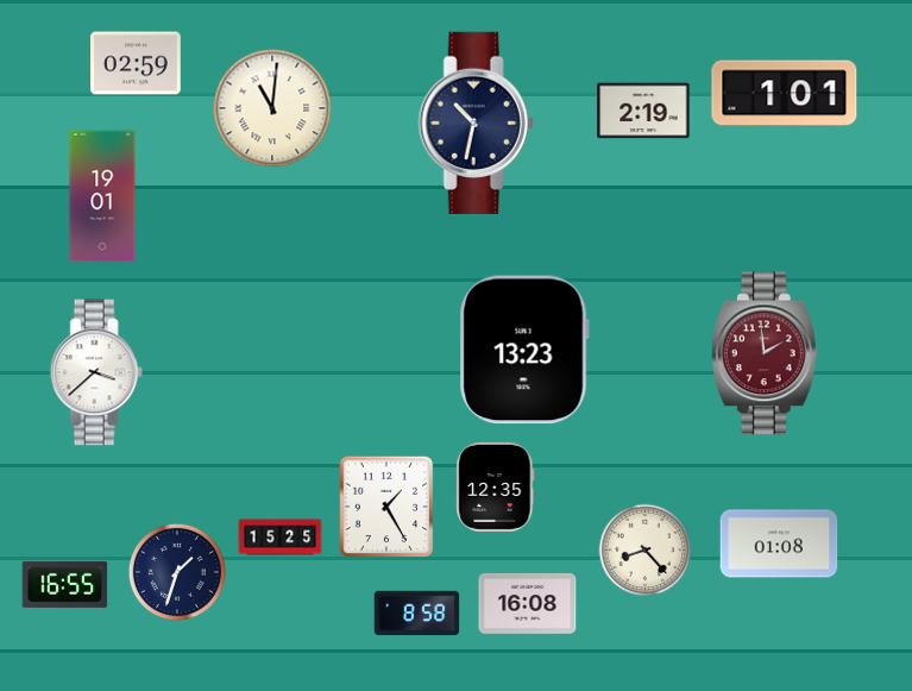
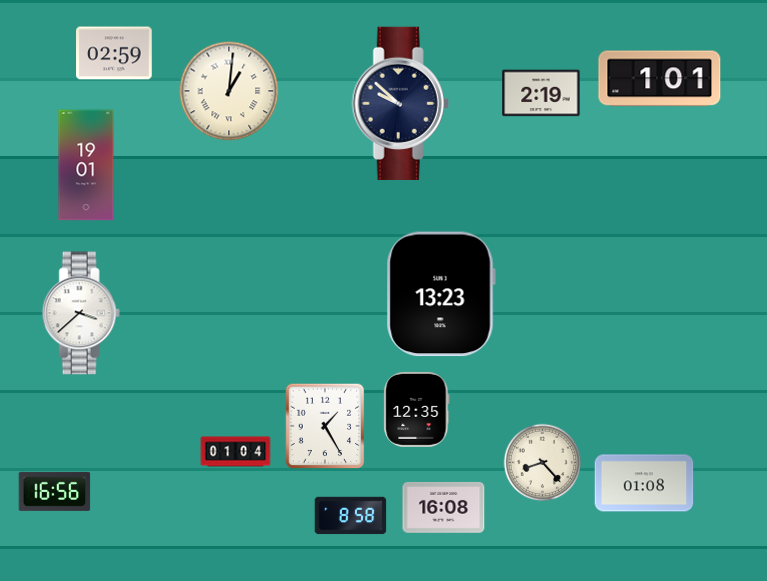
clock at (272, 108): 11:01 -> 1:01
clock at (476, 123): 10:32 -> 9:52
clock at (765, 353): 1:59 -> none
clock at (281, 538): 15:25 -> 01:04
clock at (779, 544) position: (779, 544) -> (644, 483)
clock at (177, 572): 1:33 -> none
clock at (65, 584): 16:55 -> 16:56
